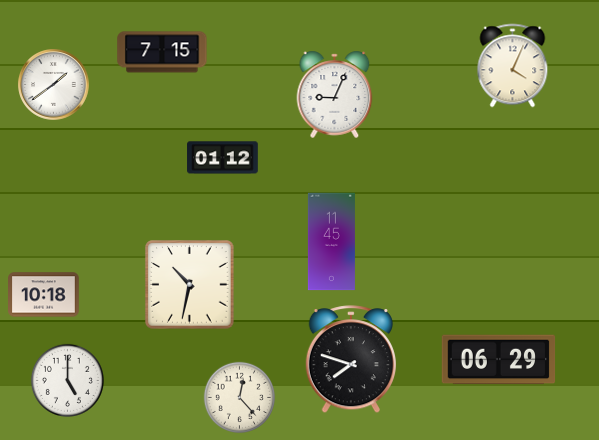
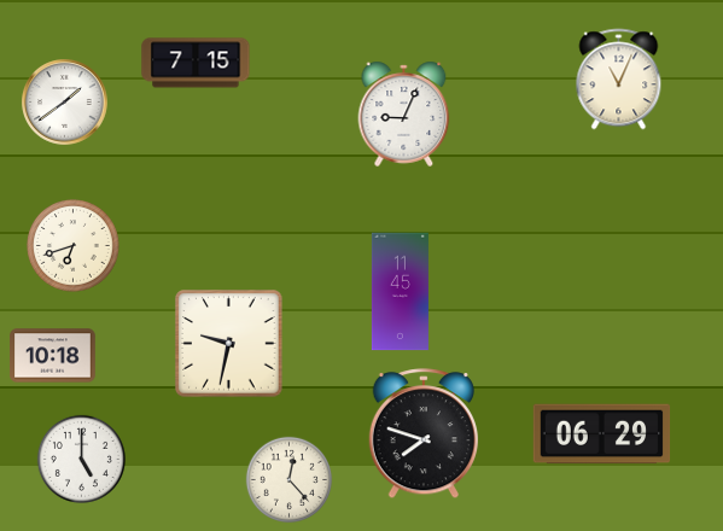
clock at (513, 66): 4:04 -> 11:04
clock at (223, 158): 01:12 -> none
clock at (74, 246): none -> 6:42
clock at (190, 285): 10:32 -> 9:32
